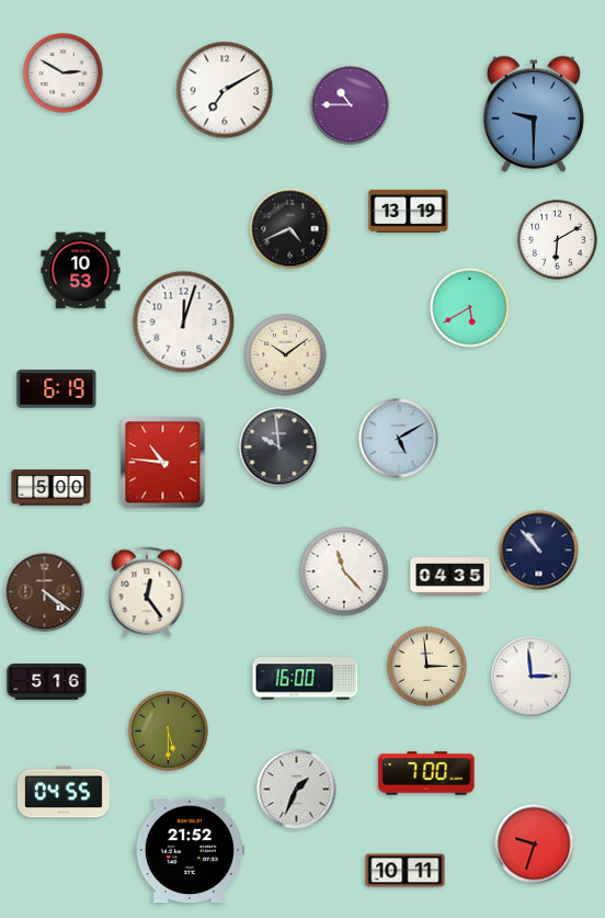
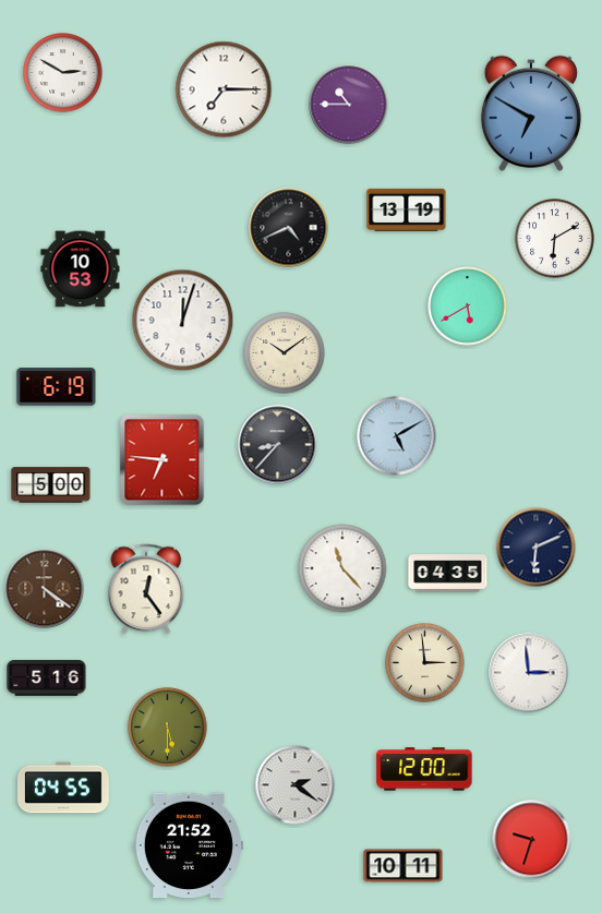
clock at (225, 90): 7:10 -> 7:15
clock at (534, 114): 9:30 -> 6:50
clock at (279, 447): 9:59 -> 8:37
clock at (163, 463): 10:46 -> 6:46
clock at (539, 551): 10:53 -> 6:11
clock at (306, 679): 16:00 -> none
clock at (426, 773): 7:00 -> 12:00
clock at (297, 790): 1:34 -> 2:21
